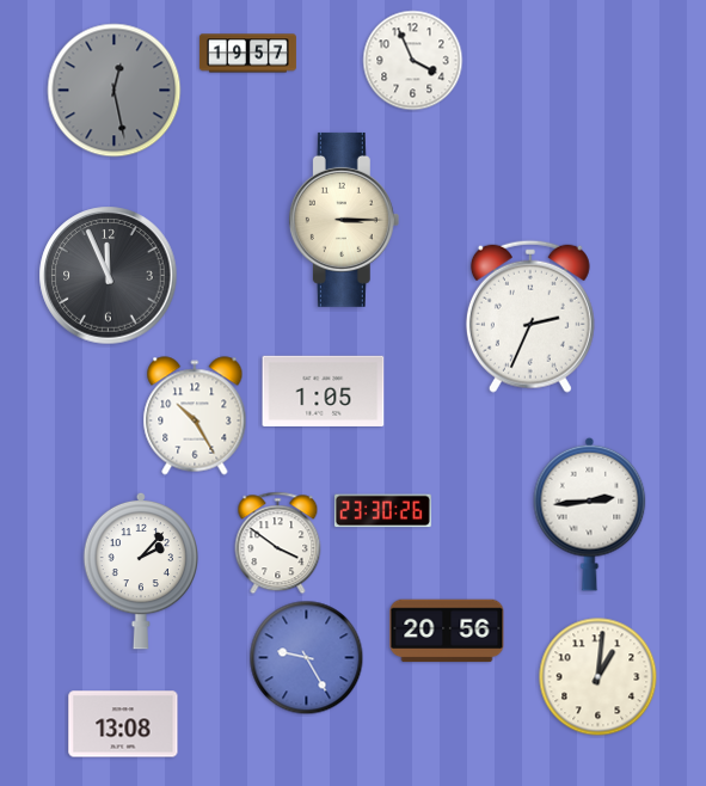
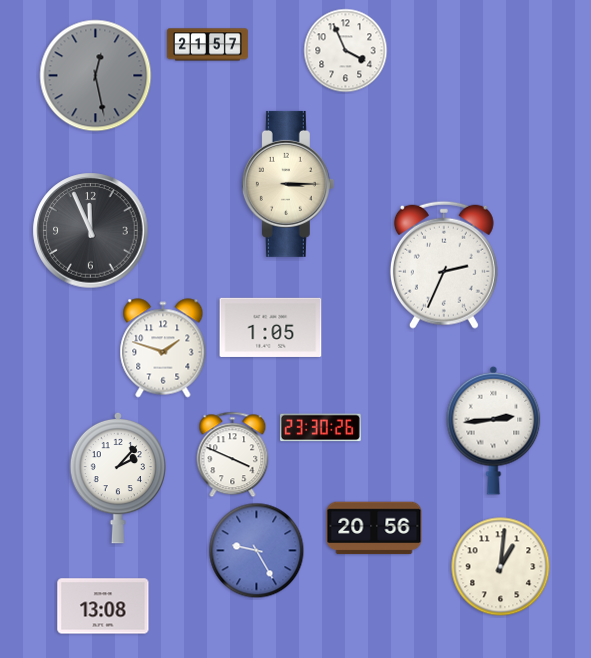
clock at (247, 54): 19:57 -> 21:57
clock at (195, 416): 10:25 -> 1:48
clock at (278, 544): 3:51 -> 3:49
